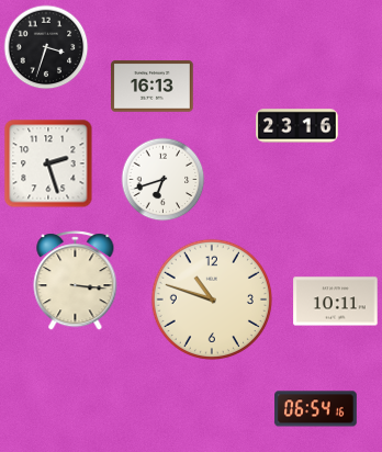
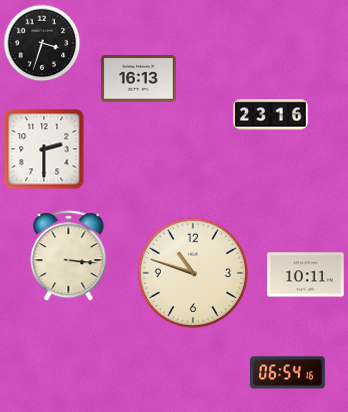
clock at (48, 163): 2:27 -> 2:30
clock at (164, 180): 6:42 -> none
